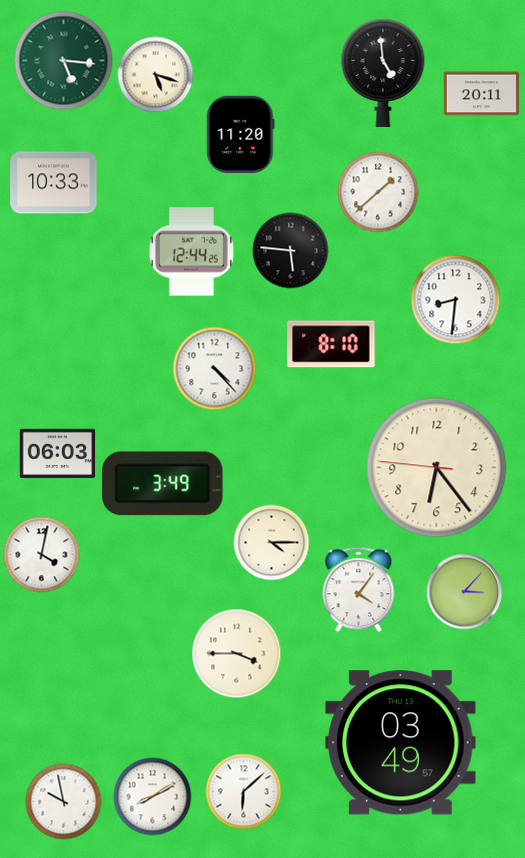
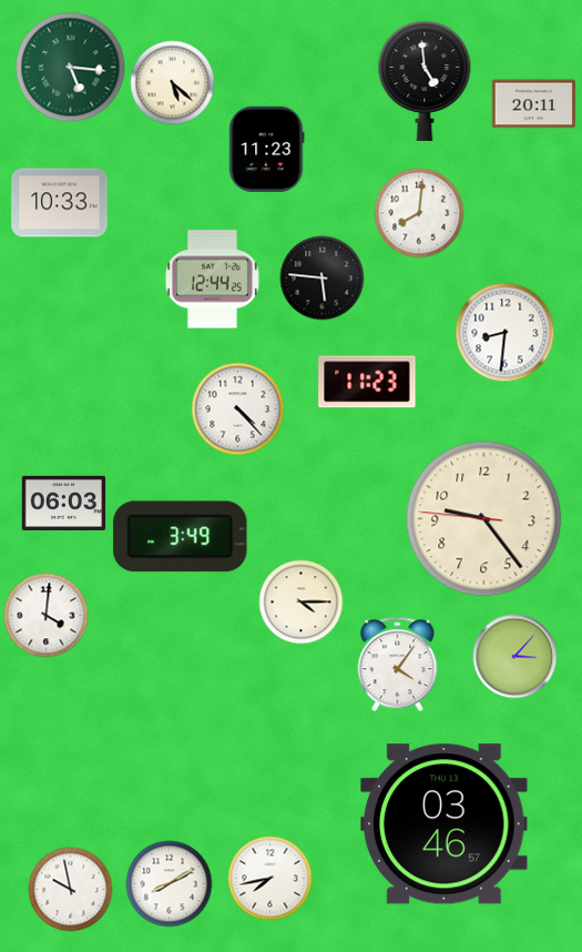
clock at (156, 75): 5:18 -> 5:22
clock at (241, 134): 11:20 -> 11:23
clock at (378, 192): 1:38 -> 8:01
clock at (331, 344): 8:10 -> 11:23
clock at (437, 468): 6:23 -> 9:23
clock at (42, 555): 4:02 -> 4:01
clock at (359, 590) position: (359, 590) -> (398, 665)
clock at (237, 654): 3:45 -> none
clock at (401, 743): 03:49 -> 03:46
clock at (244, 792): 6:08 -> 7:43
